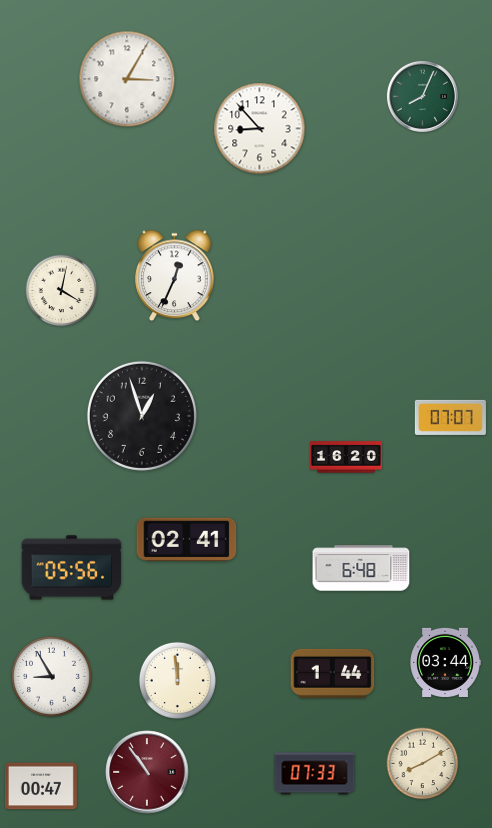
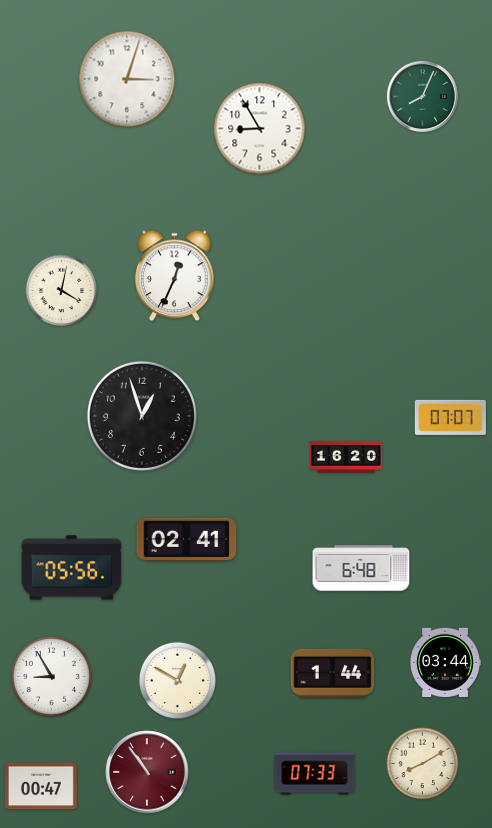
clock at (127, 79): 3:05 -> 3:03
clock at (260, 129): 8:53 -> 8:55
clock at (177, 680): 11:59 -> 12:50
